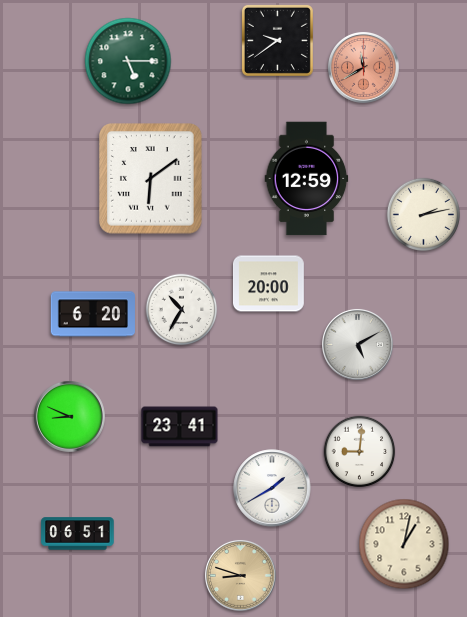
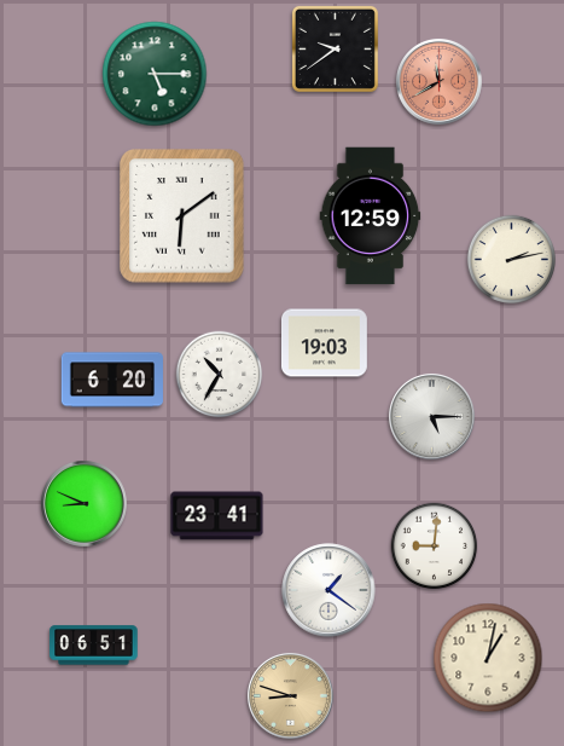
clock at (268, 284): 20:00 -> 19:03
clock at (357, 344): 5:10 -> 5:15
clock at (272, 488): 1:40 -> 1:21
